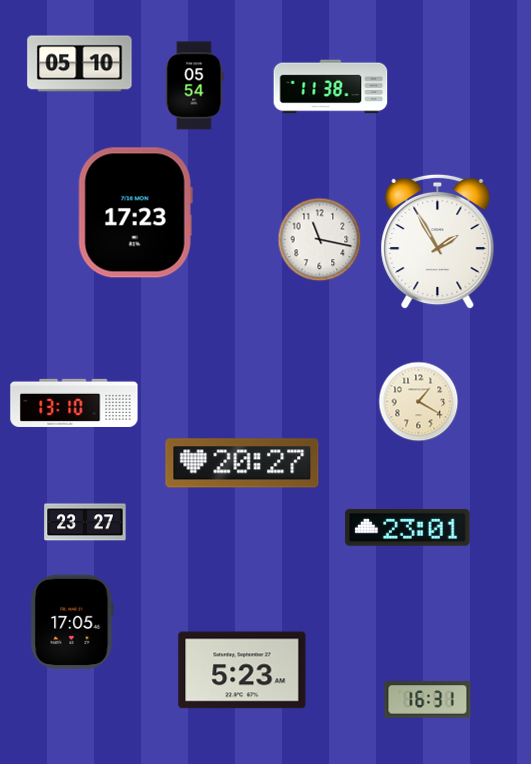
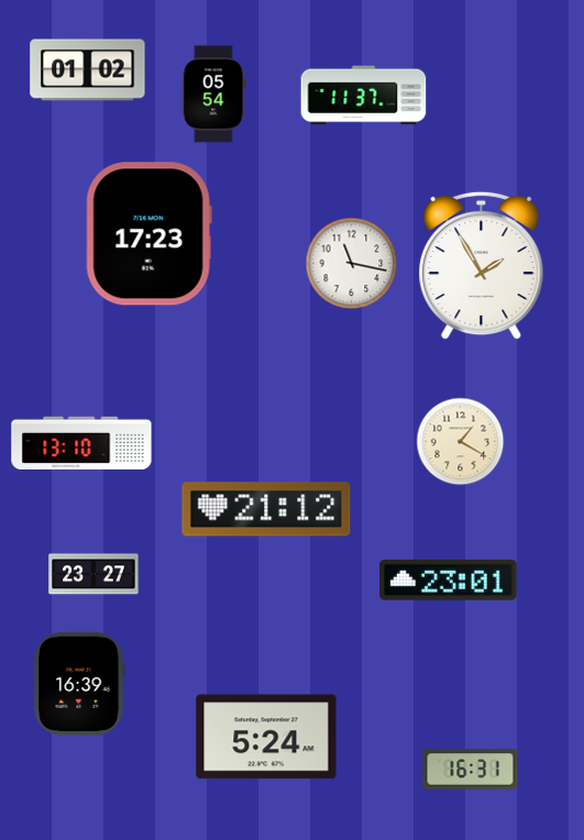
clock at (80, 64): 05:10 -> 01:02
clock at (331, 87): 11:38 -> 11:37
clock at (242, 463): 20:27 -> 21:12
clock at (72, 622): 17:05 -> 16:39
clock at (242, 670): 5:23 -> 5:24
